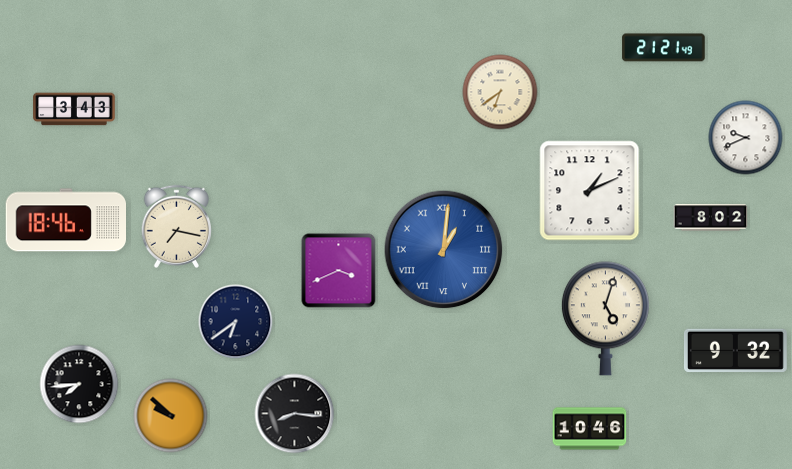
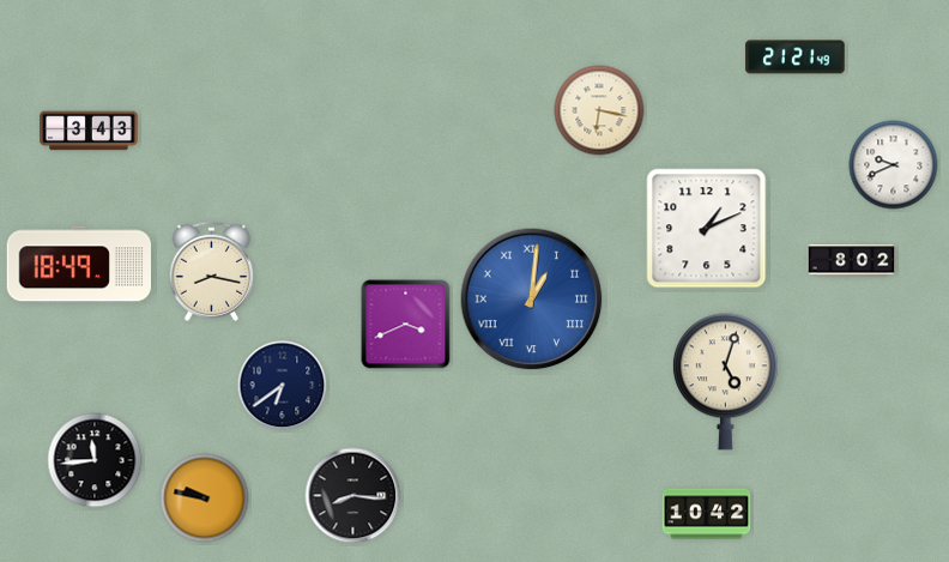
clock at (500, 92): 6:39 -> 6:17
clock at (66, 220): 18:46 -> 18:49
clock at (176, 226): 7:17 -> 8:17
clock at (735, 351): 9:32 -> none
clock at (79, 384): 7:44 -> 11:44
clock at (171, 416): 9:52 -> 9:47
clock at (590, 429): 10:46 -> 10:42
